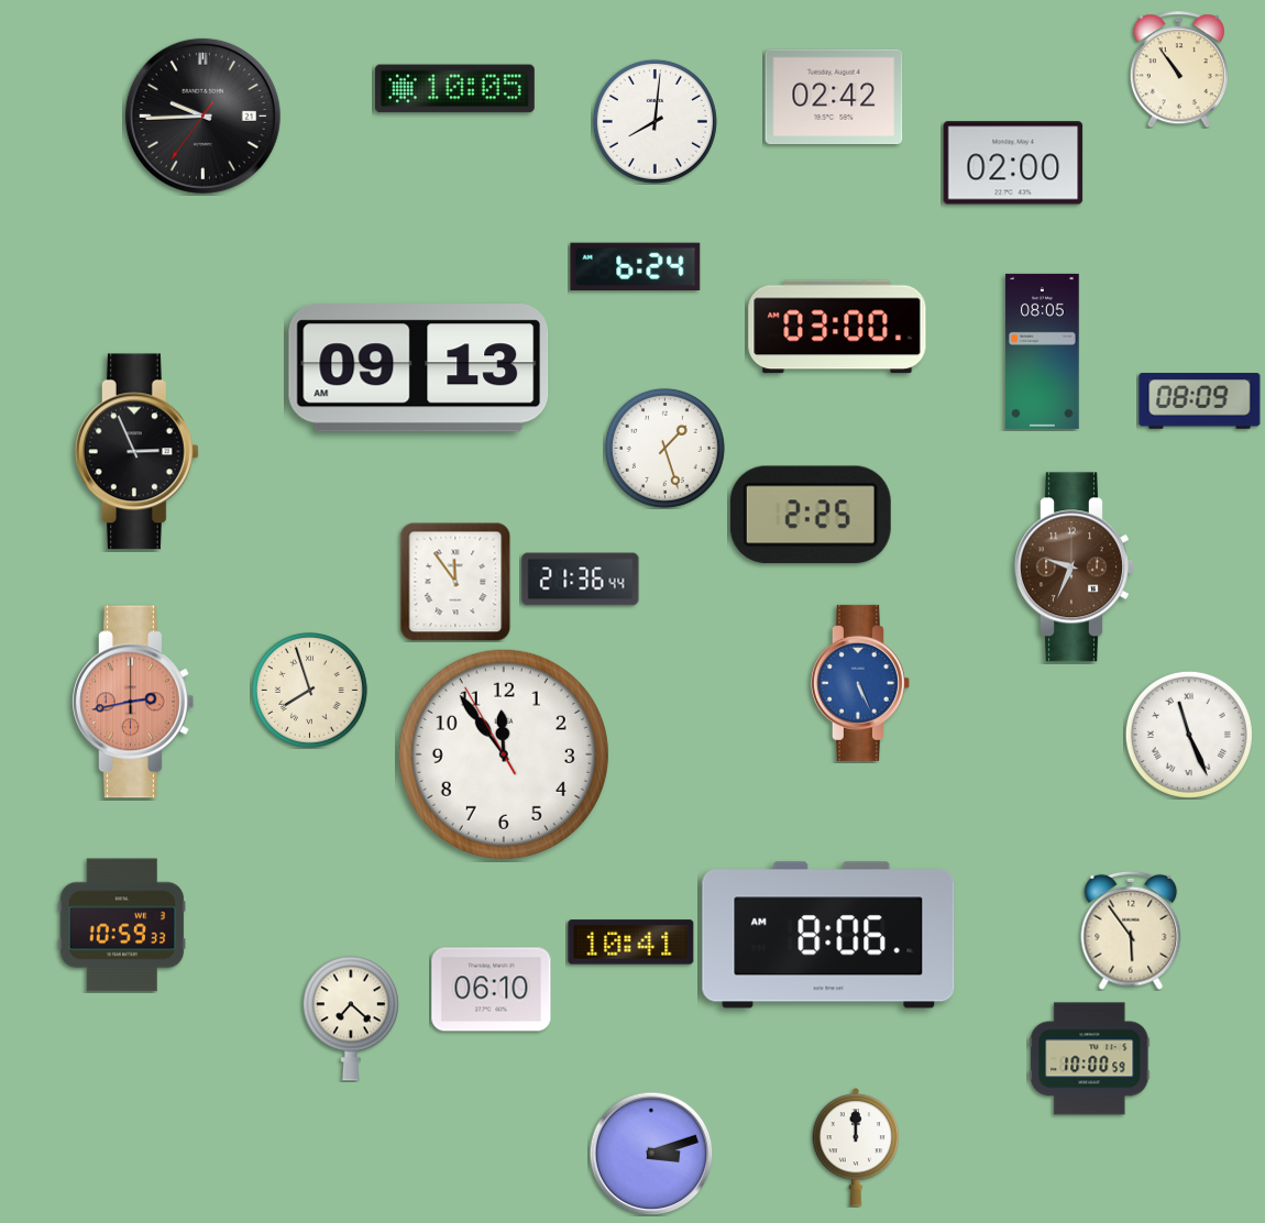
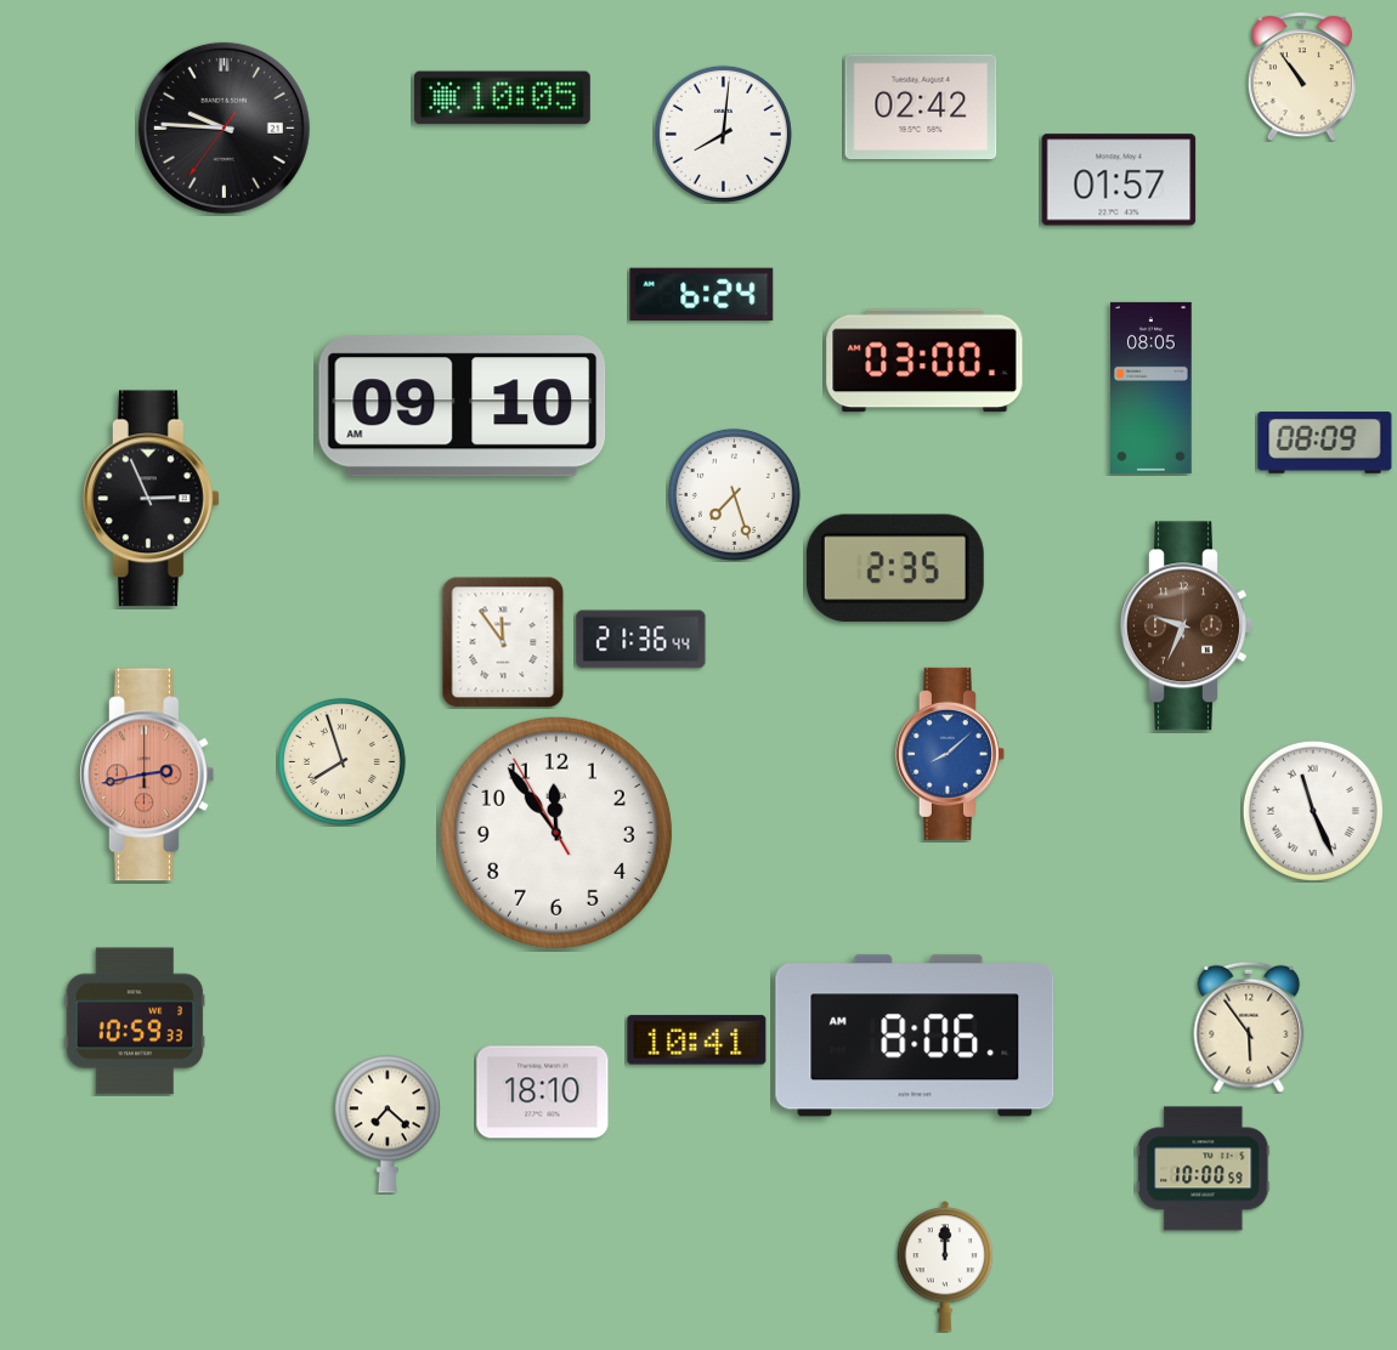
clock at (202, 115): 9:44 -> 9:45
clock at (1013, 163): 02:00 -> 01:57
clock at (419, 368): 09:13 -> 09:10
clock at (664, 448): 1:27 -> 7:27
clock at (811, 515): 2:25 -> 2:35
clock at (860, 683): 5:26 -> 8:08
clock at (828, 935) position: (828, 935) -> (915, 1036)
clock at (492, 990): 06:10 -> 18:10
clock at (651, 1154): 3:12 -> none
